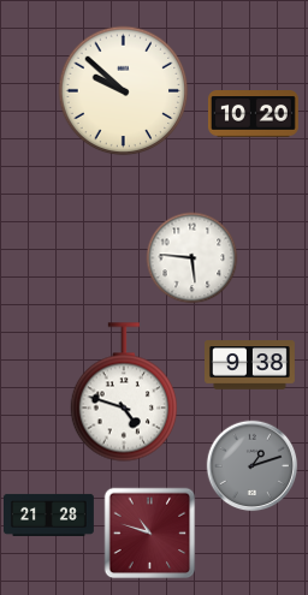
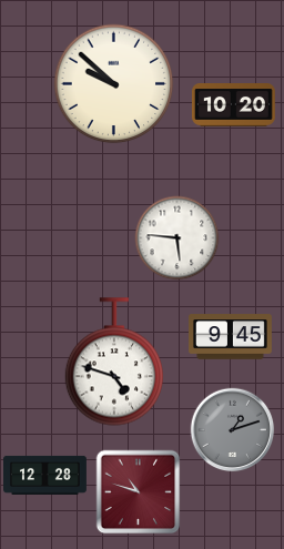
clock at (250, 365): 9:38 -> 9:45
clock at (49, 514): 21:28 -> 12:28
